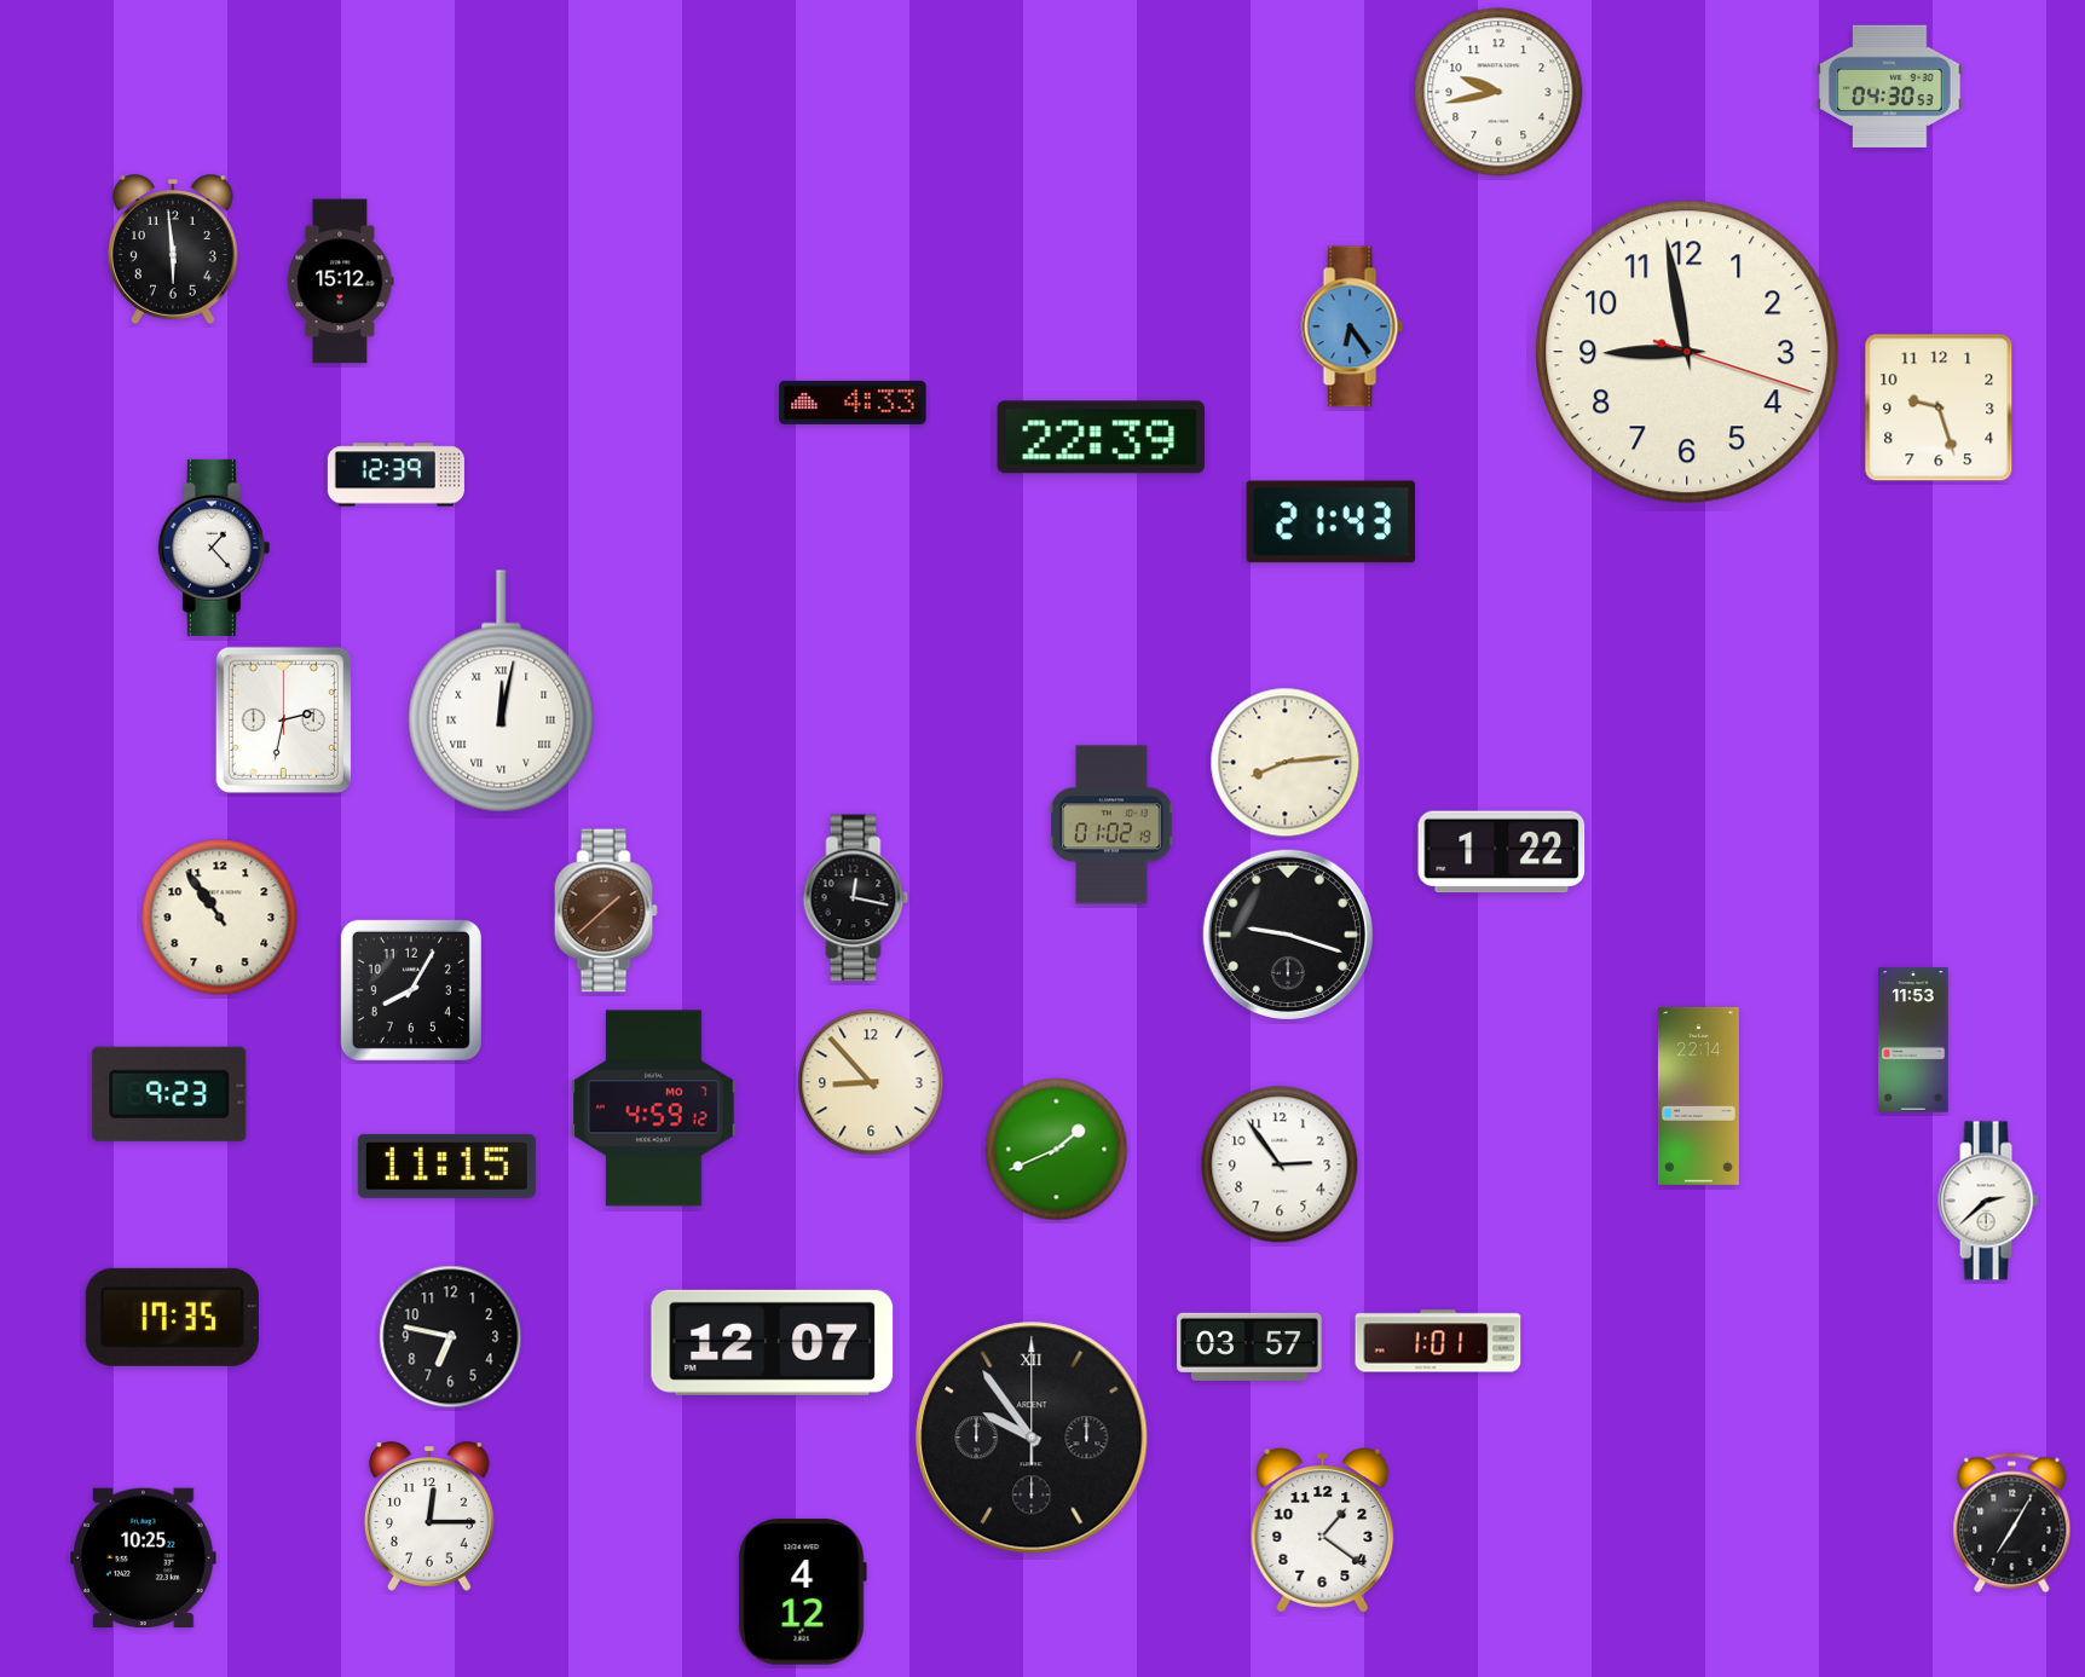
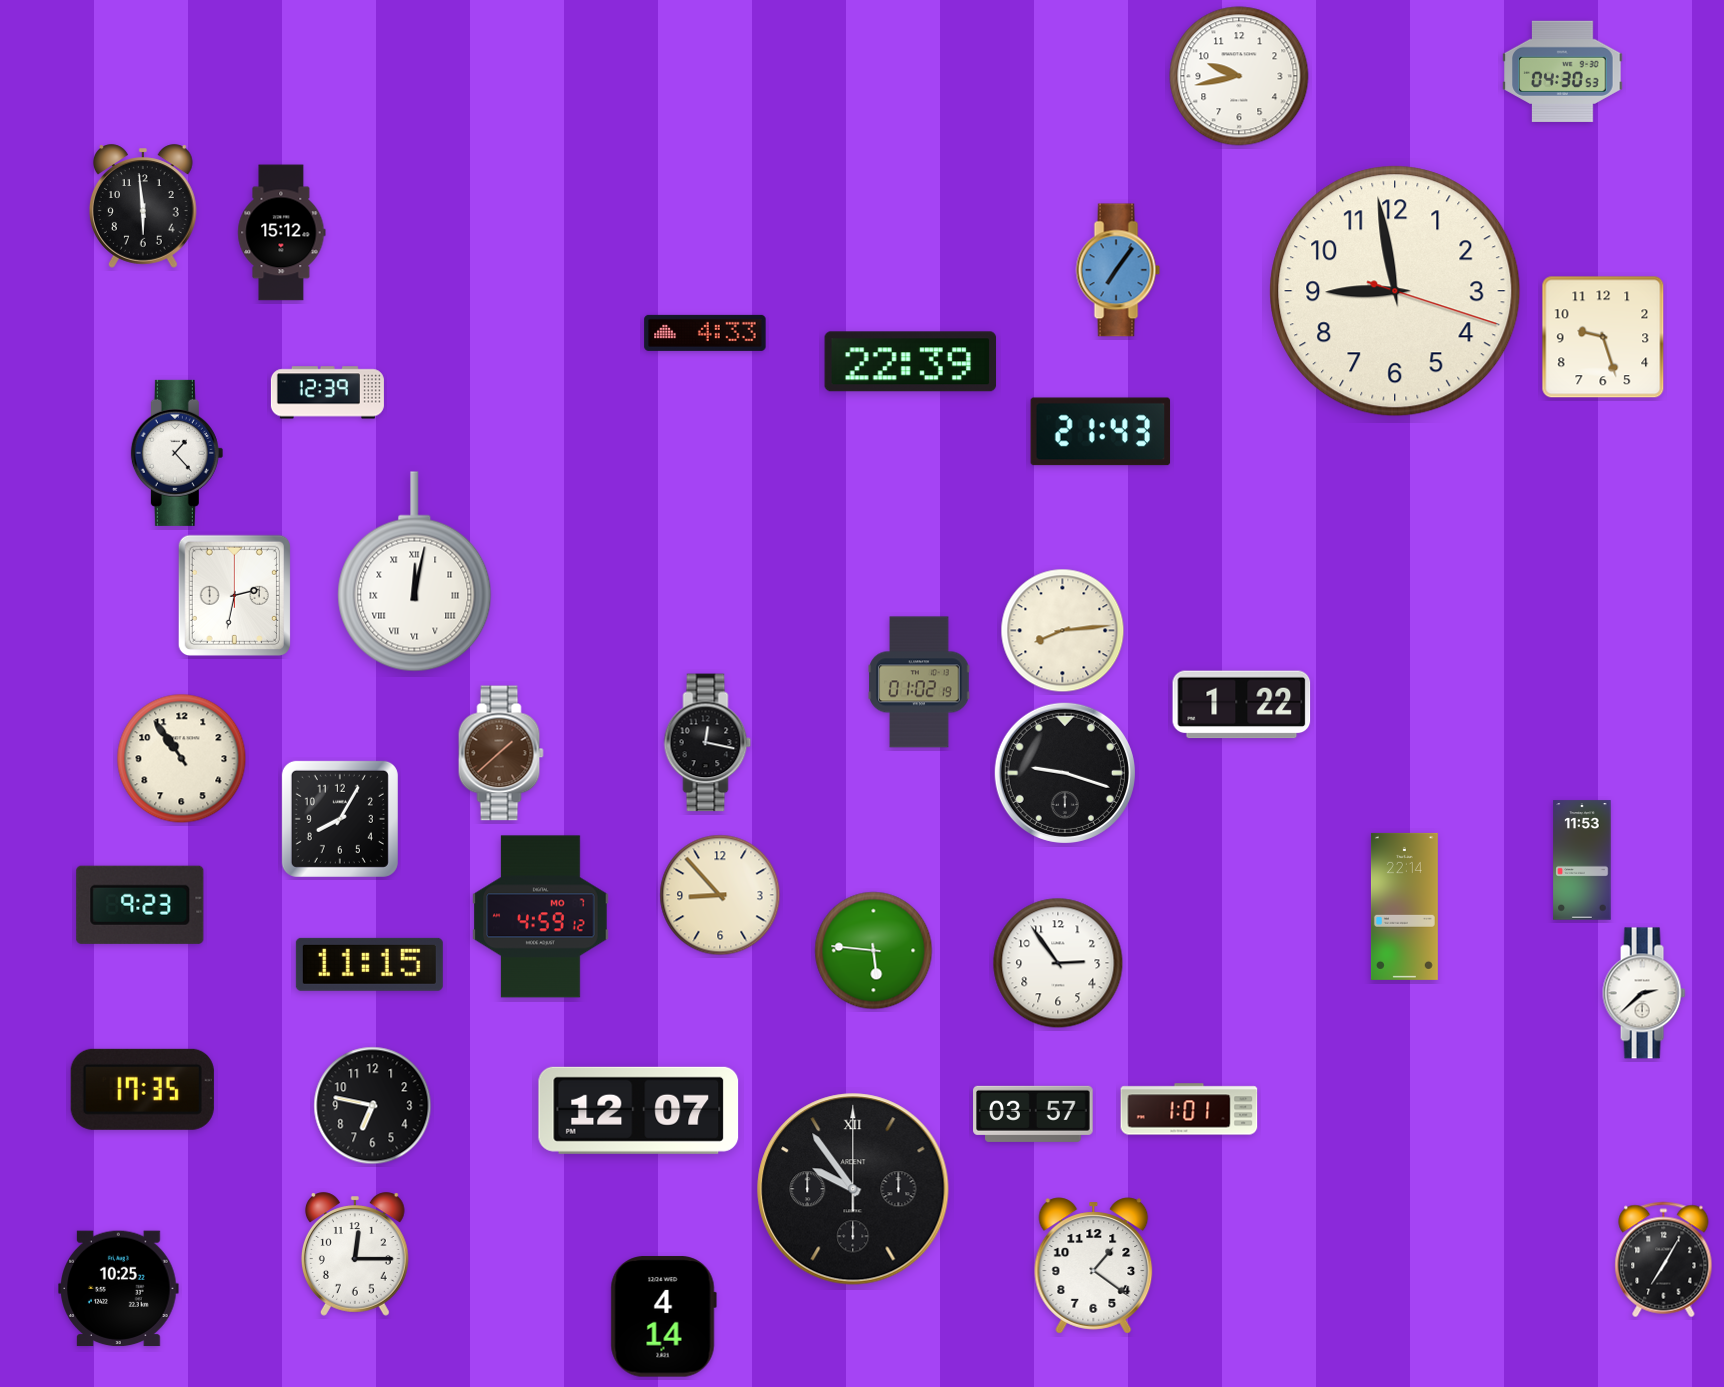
clock at (1352, 326): 6:24 -> 7:06
clock at (1057, 1150): 1:41 -> 5:46
clock at (802, 1592): 4:12 -> 4:14
